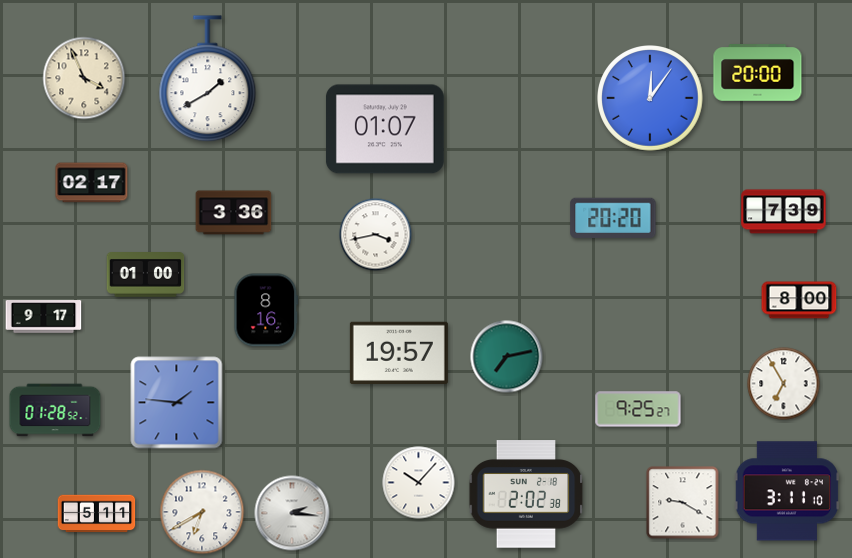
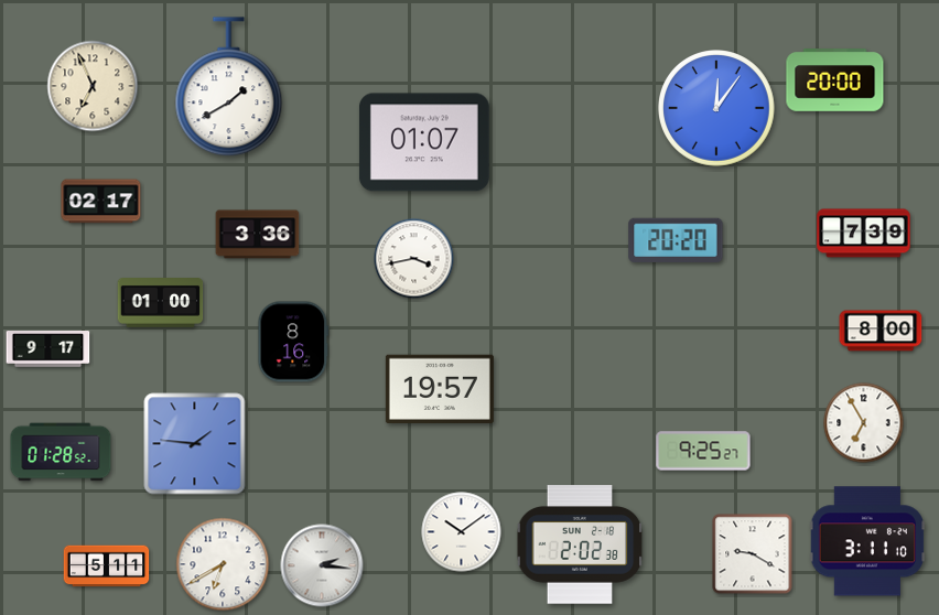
clock at (84, 78): 3:56 -> 6:56
clock at (507, 357): 7:13 -> none
clock at (419, 483): 10:07 -> 10:09
